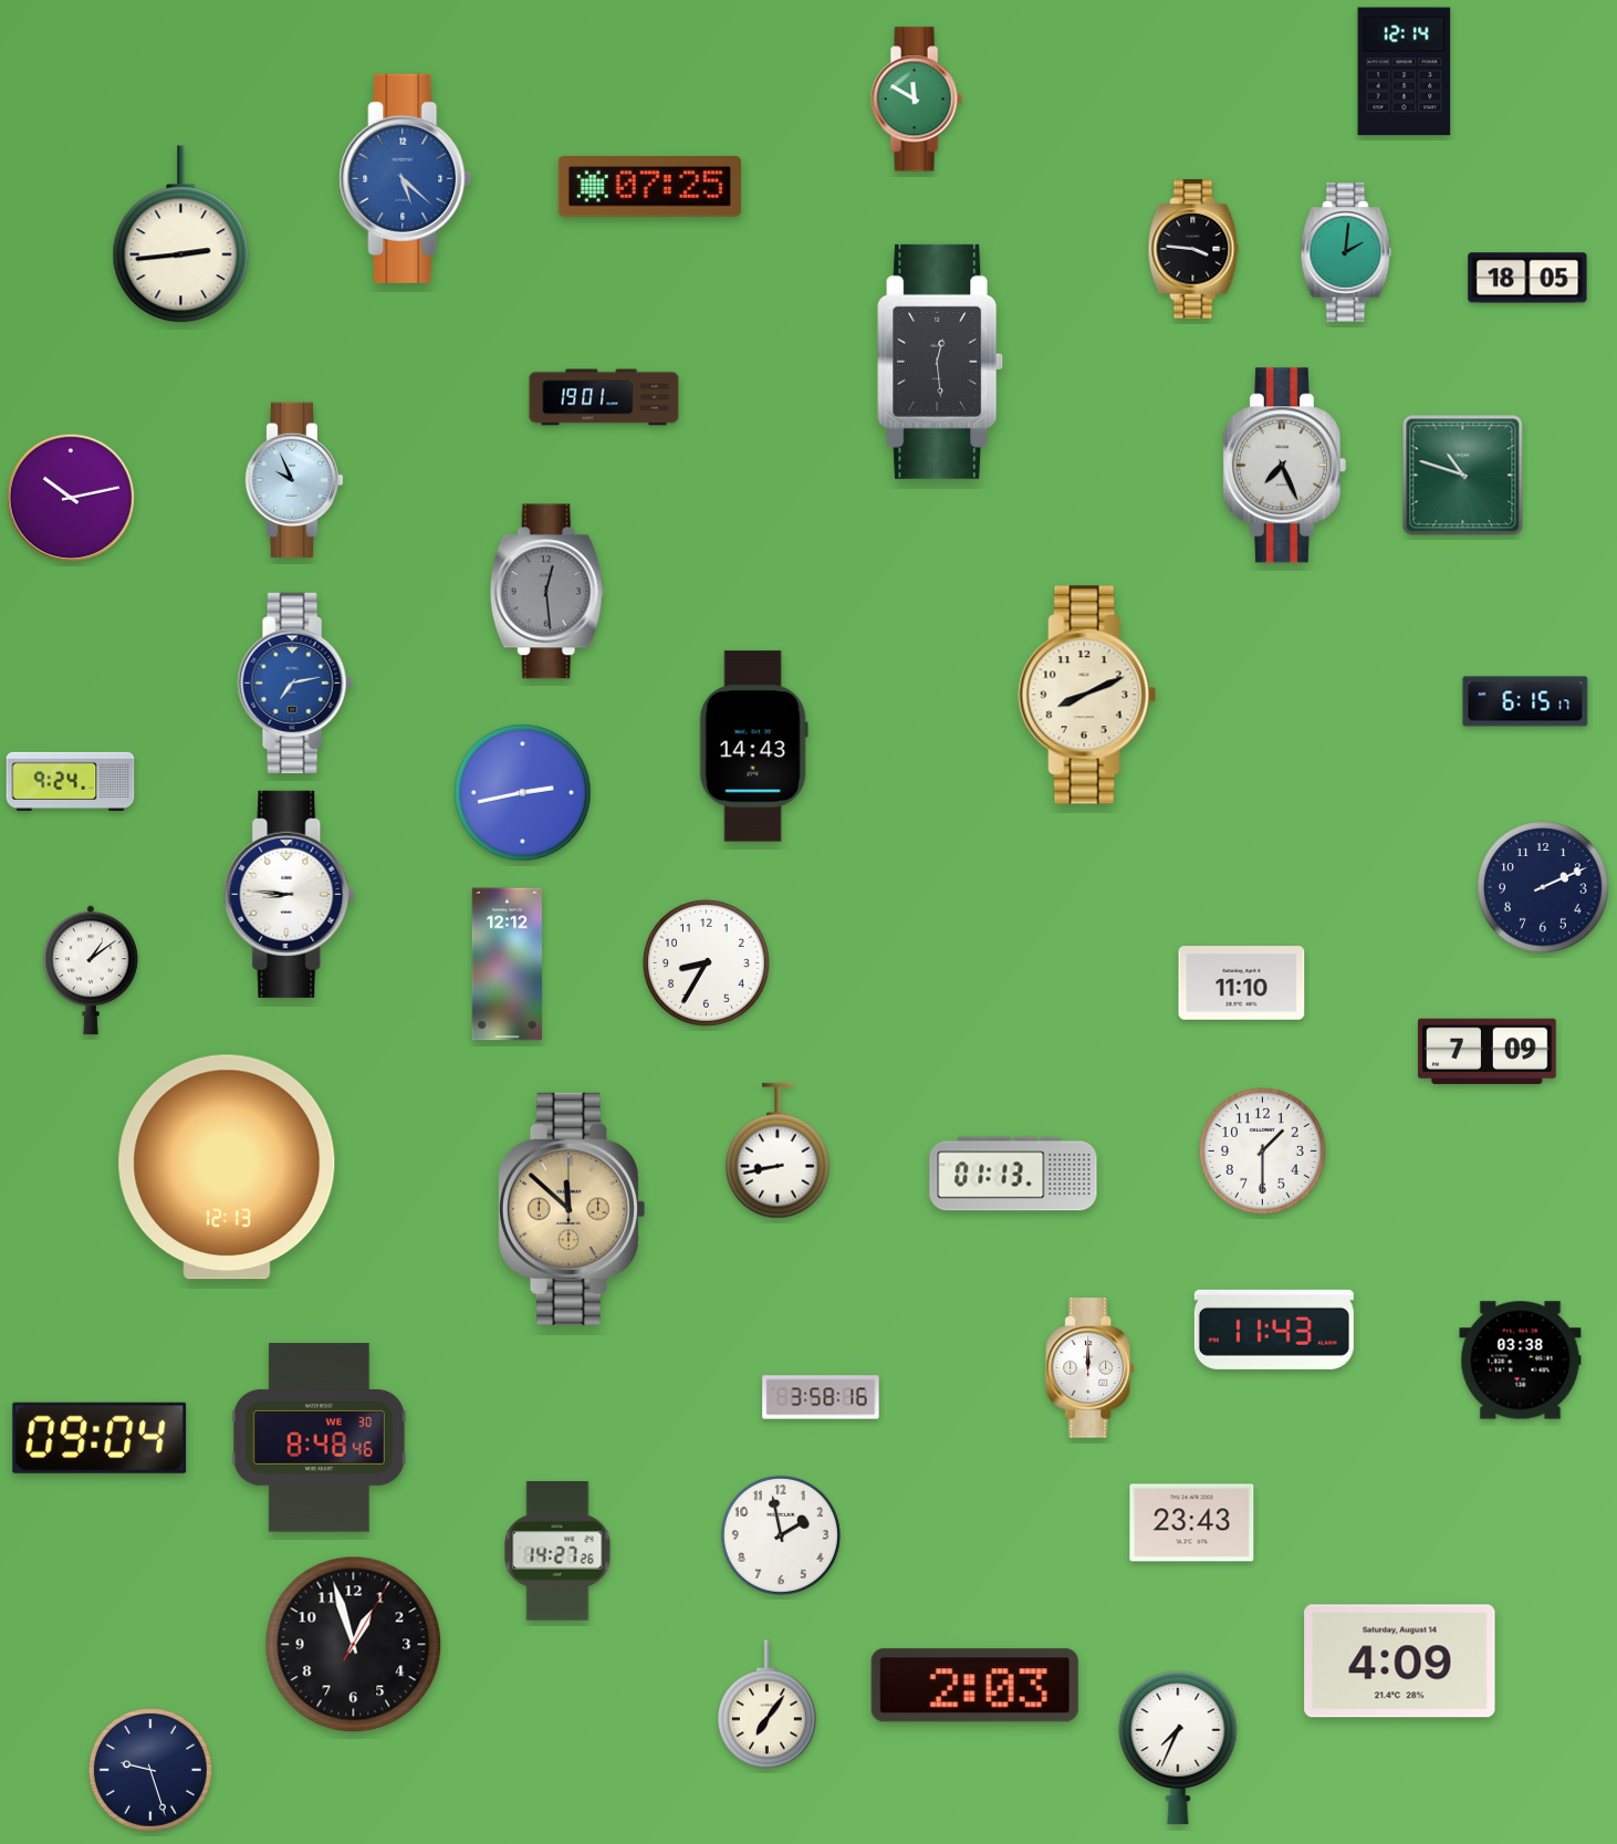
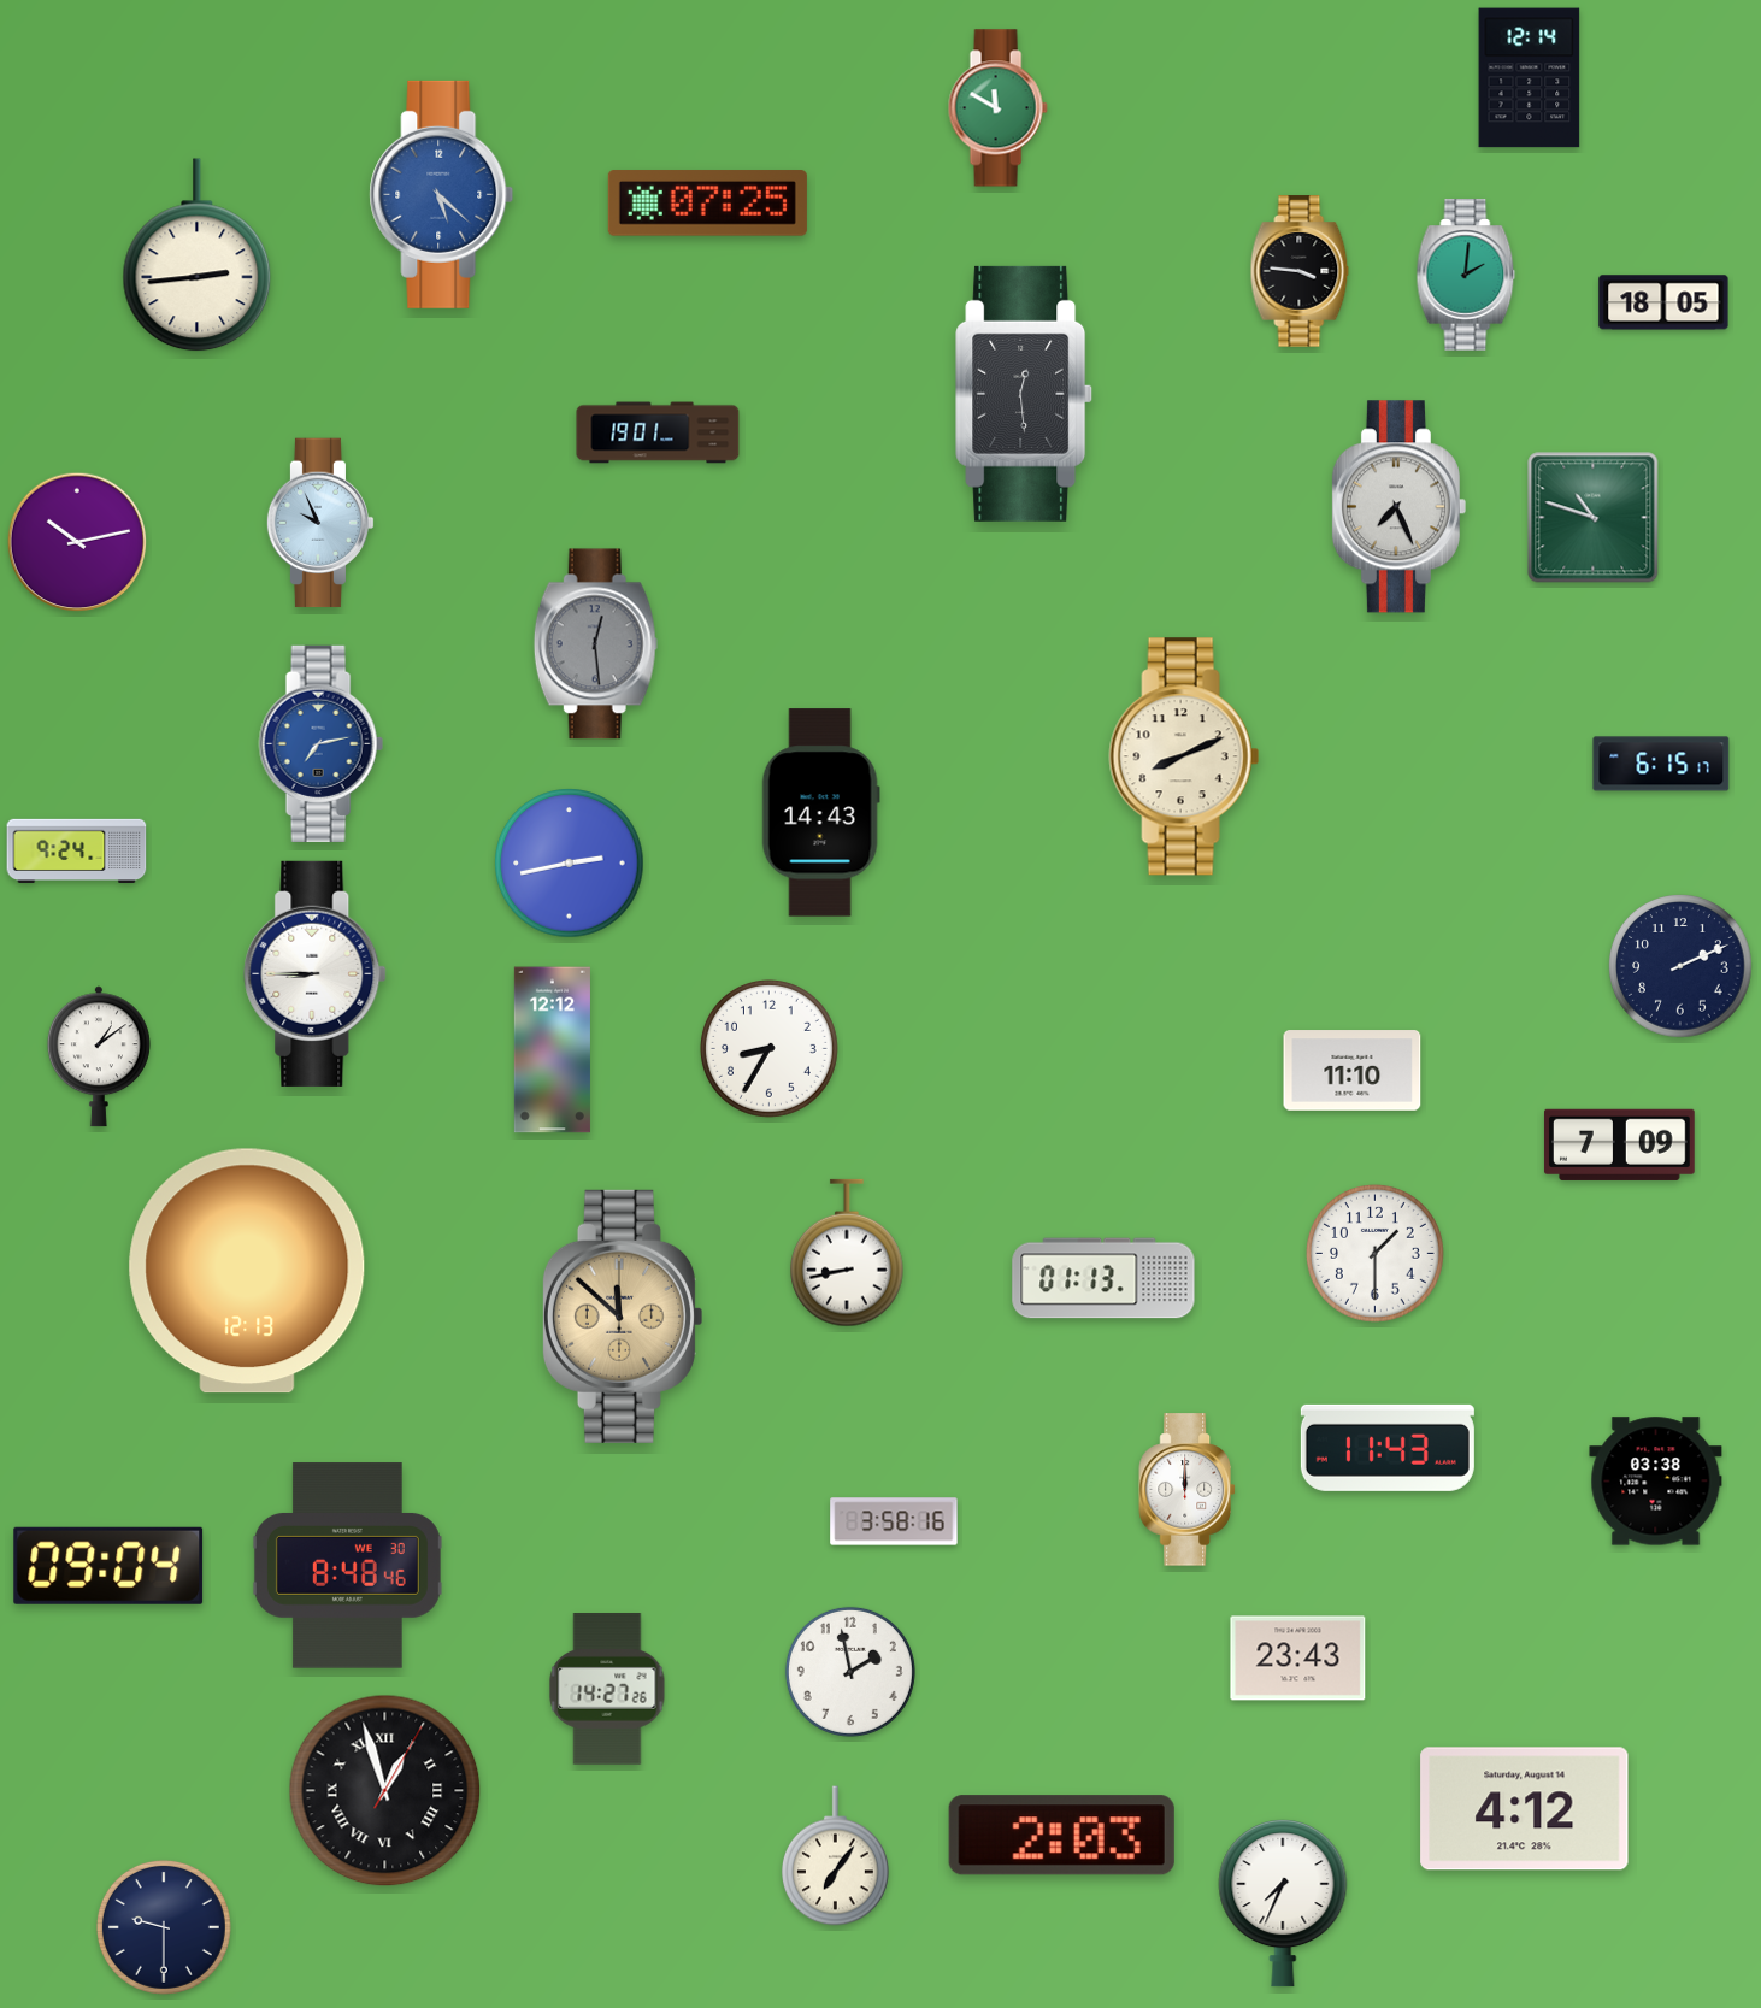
clock at (290, 894): 8:46 -> 8:45
clock at (354, 1645) numerals: Arabic -> Roman
clock at (1400, 1661): 4:09 -> 4:12
clock at (150, 1770): 9:27 -> 9:30
